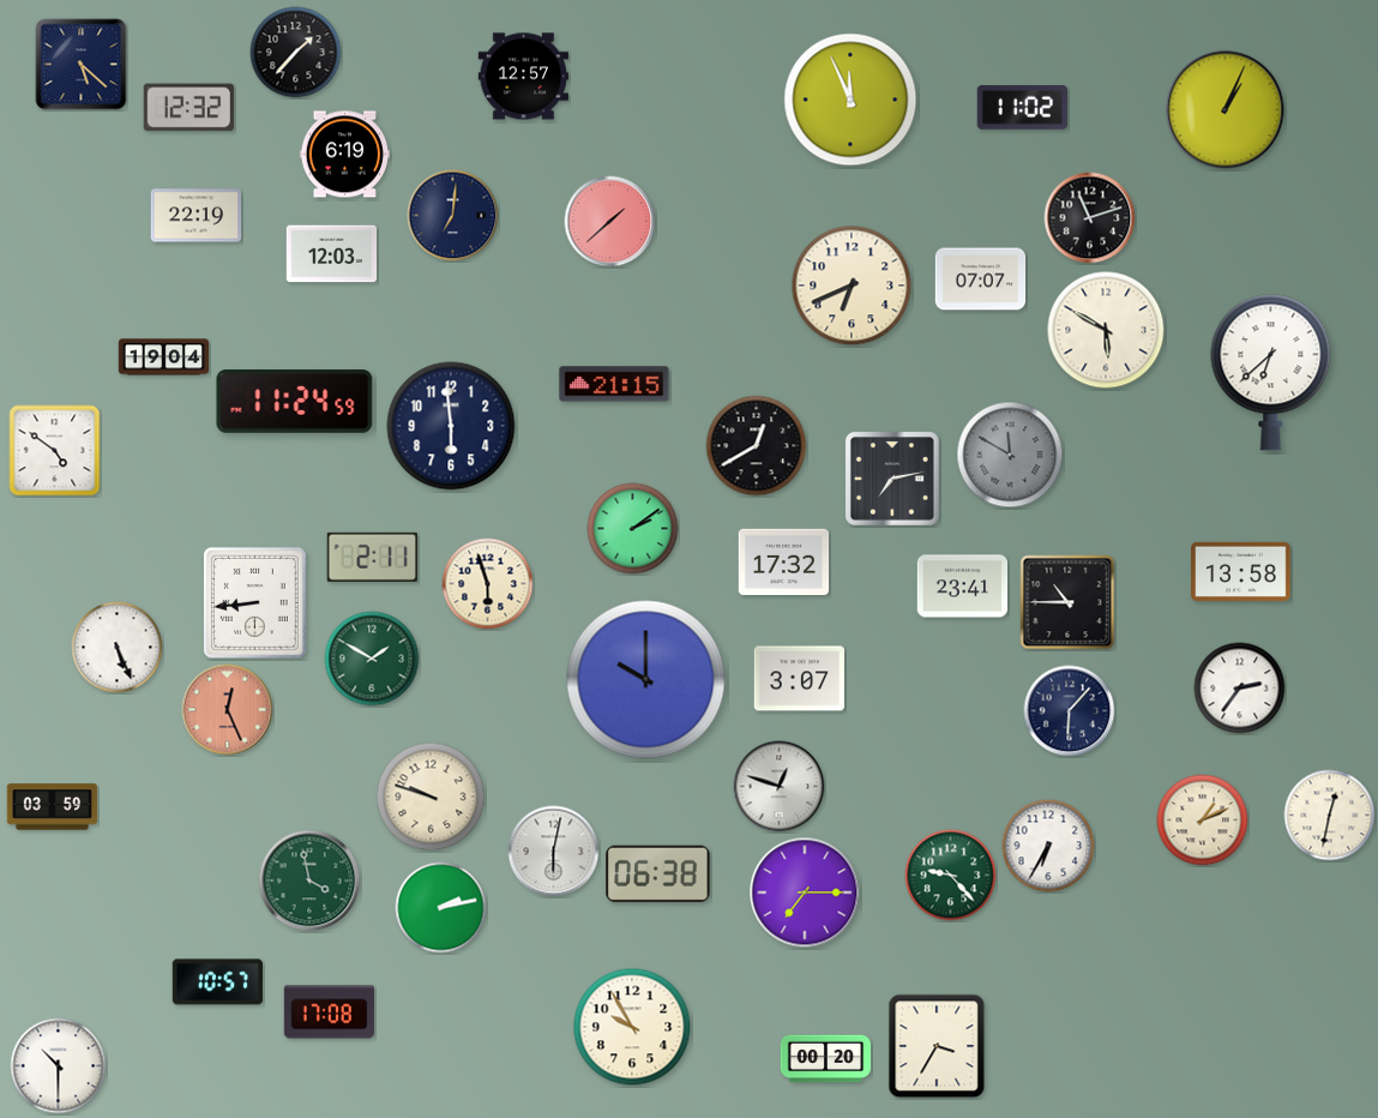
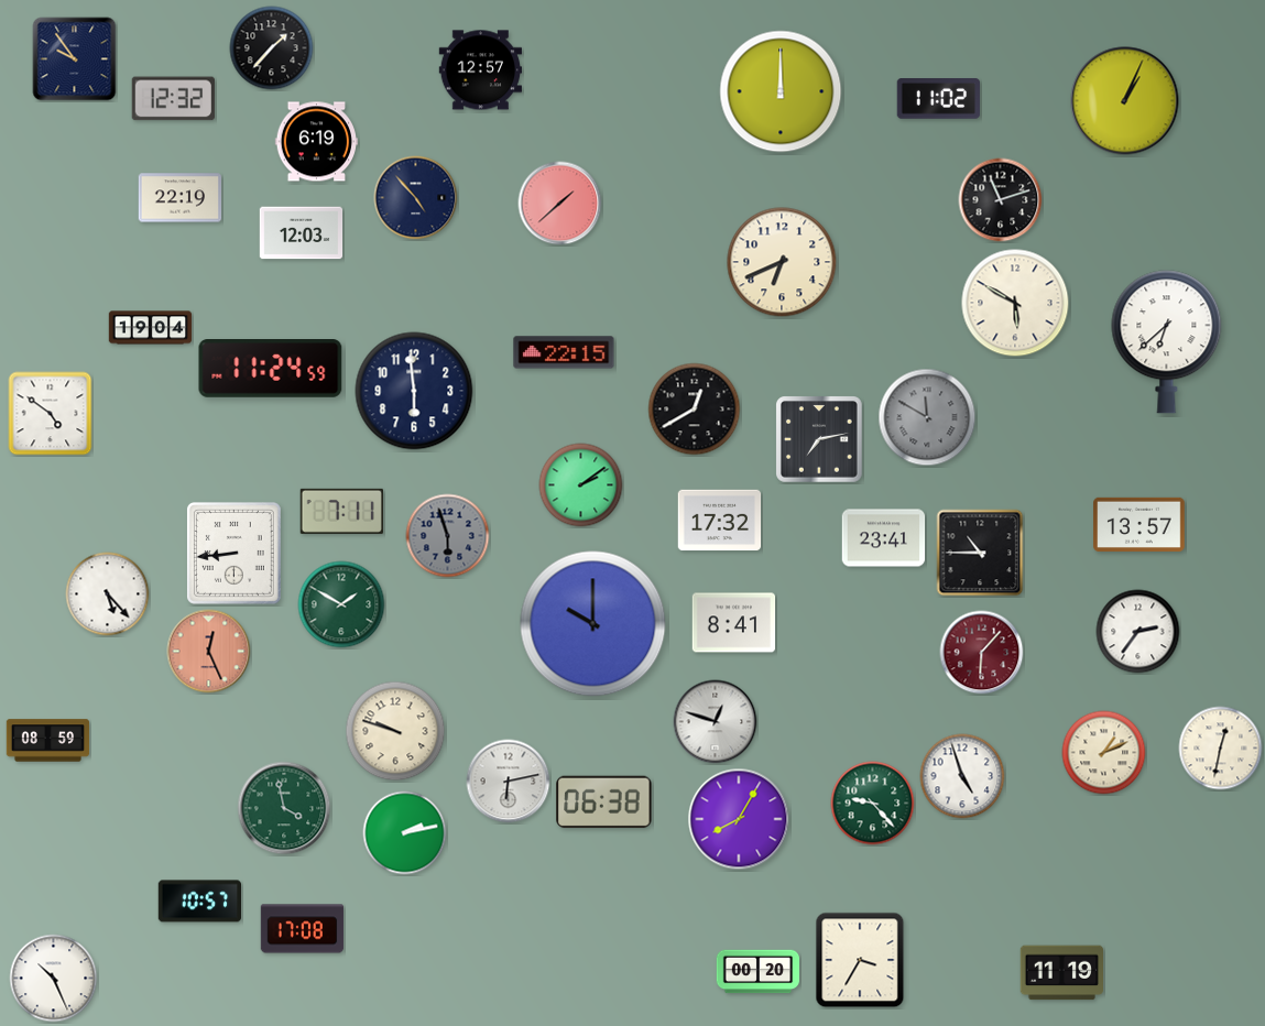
clock at (82, 65): 5:22 -> 9:54
clock at (850, 100): 11:56 -> 12:00
clock at (453, 216): 7:01 -> 4:53
clock at (332, 254) position: (332, 254) -> (302, 233)
clock at (981, 279): 07:07 -> none
clock at (614, 384): 21:15 -> 22:15
clock at (372, 557): 2:11 -> 7:11
clock at (784, 563) position: (784, 563) -> (720, 521)
clock at (1241, 571): 13:58 -> 13:57
clock at (488, 584) dial: cream -> grey
clock at (118, 648): 5:26 -> 5:23
clock at (800, 679): 3:07 -> 8:41
clock at (1070, 711) dial: navy -> burgundy
clock at (53, 807): 03:59 -> 08:59
clock at (1048, 846): 6:35 -> 4:57
clock at (554, 852): 6:02 -> 6:13
clock at (805, 892): 7:15 -> 8:05
clock at (632, 1027): 9:55 -> none
clock at (1061, 973): none -> 11:19
clock at (59, 1066): 10:30 -> 10:26
